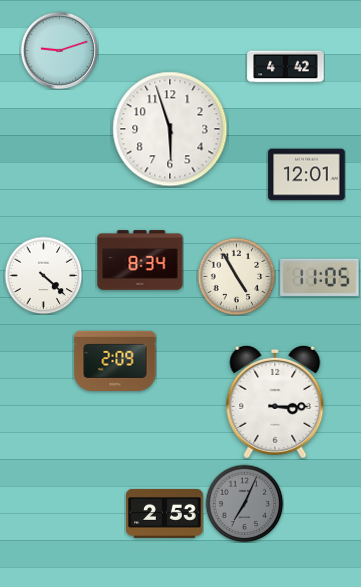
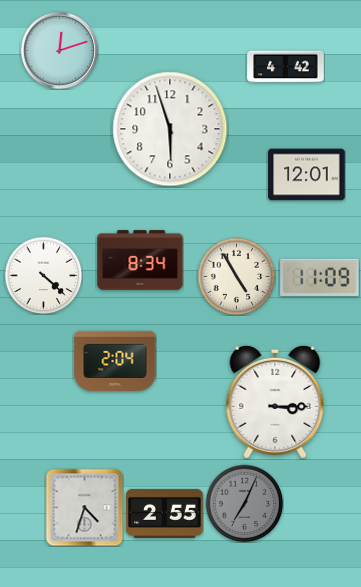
clock at (59, 50): 9:12 -> 12:12
clock at (320, 277): 11:05 -> 11:09
clock at (115, 361): 2:09 -> 2:04
clock at (84, 507): none -> 4:33
clock at (165, 513): 2:53 -> 2:55
